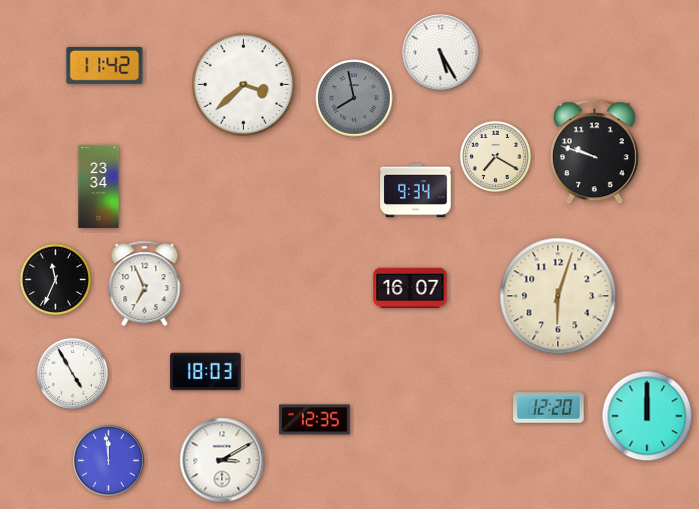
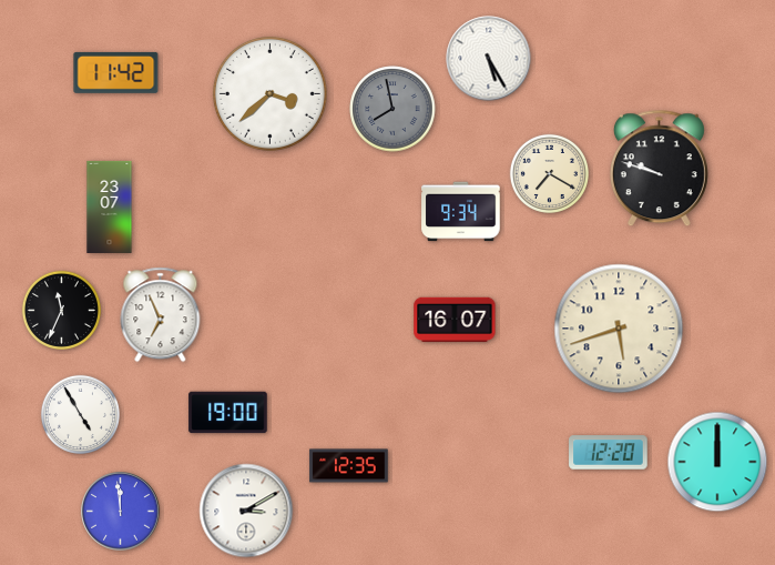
clock at (99, 186): 23:34 -> 23:07
clock at (558, 296): 6:03 -> 5:42
clock at (206, 372): 18:03 -> 19:00
